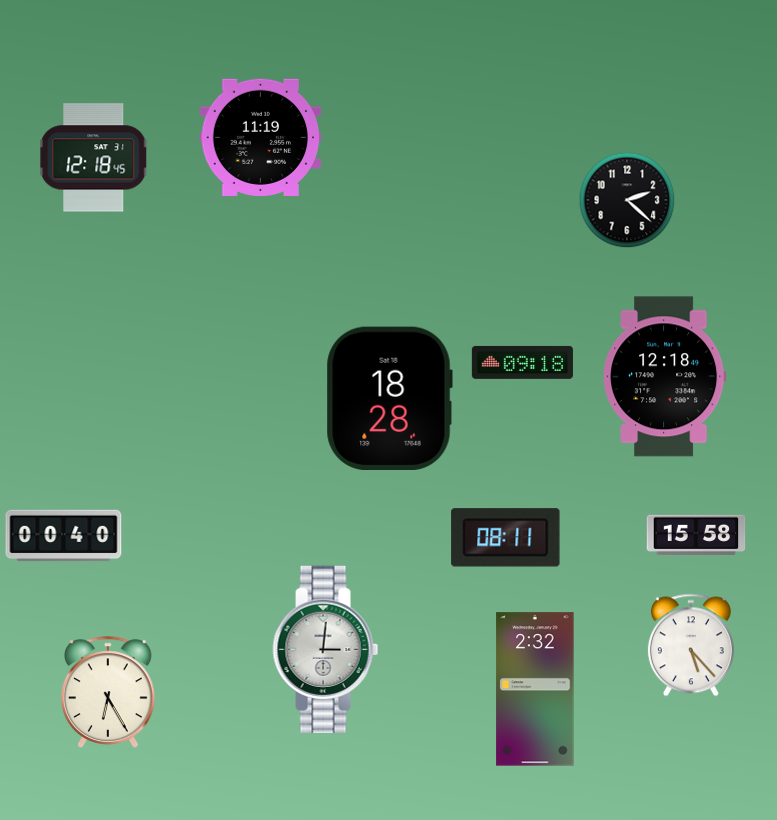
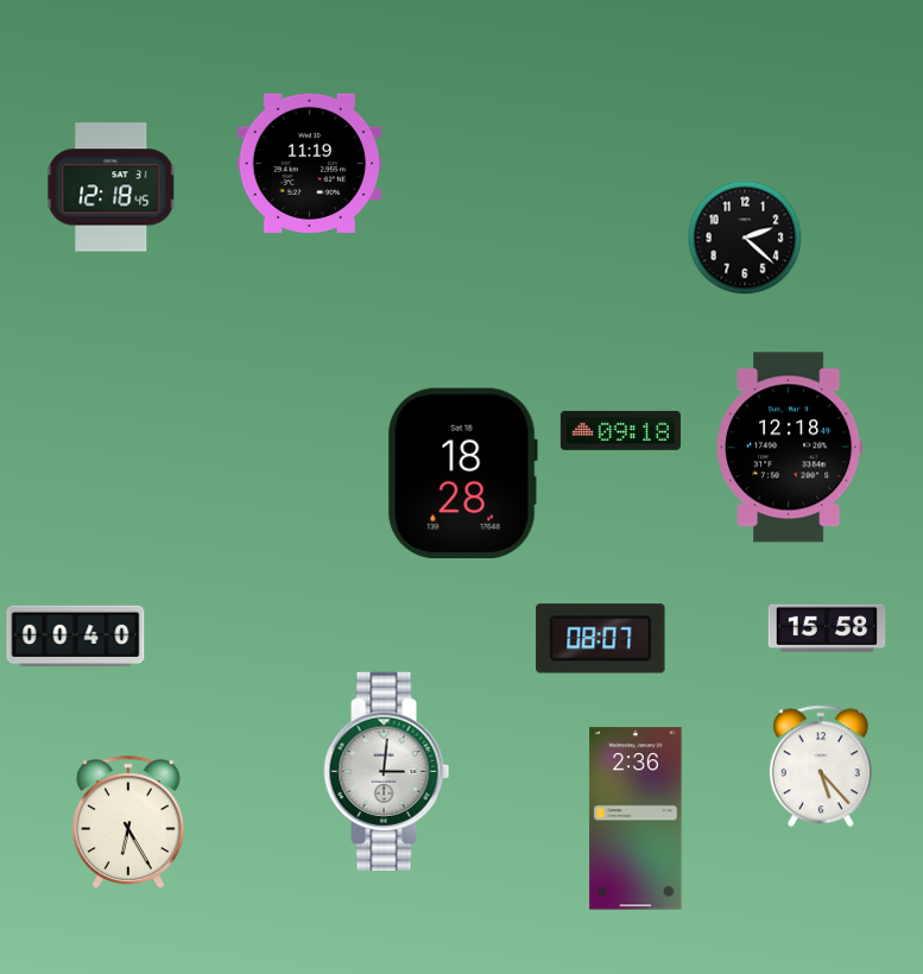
clock at (696, 535) position: (696, 535) -> (827, 628)
clock at (506, 538): 08:11 -> 08:07
clock at (535, 689): 2:32 -> 2:36
